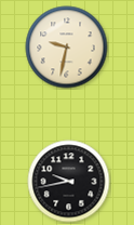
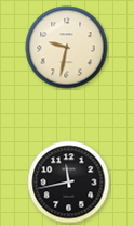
clock at (69, 182): 9:43 -> 11:43
